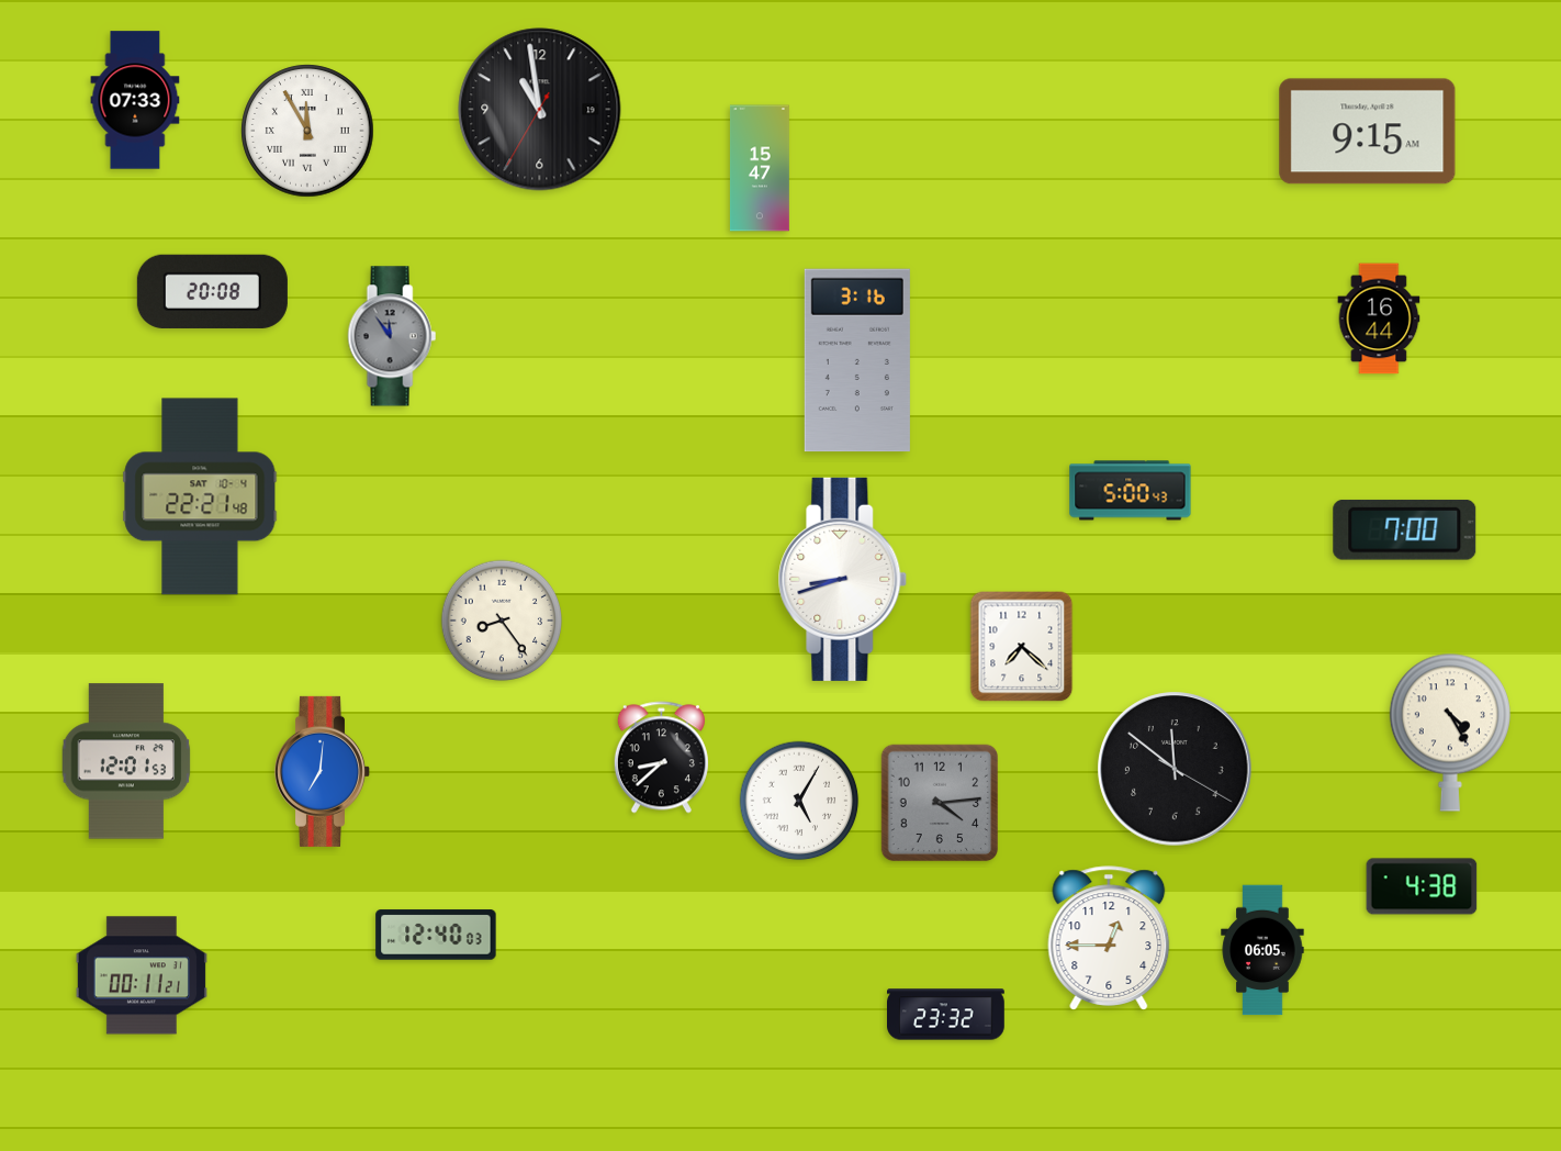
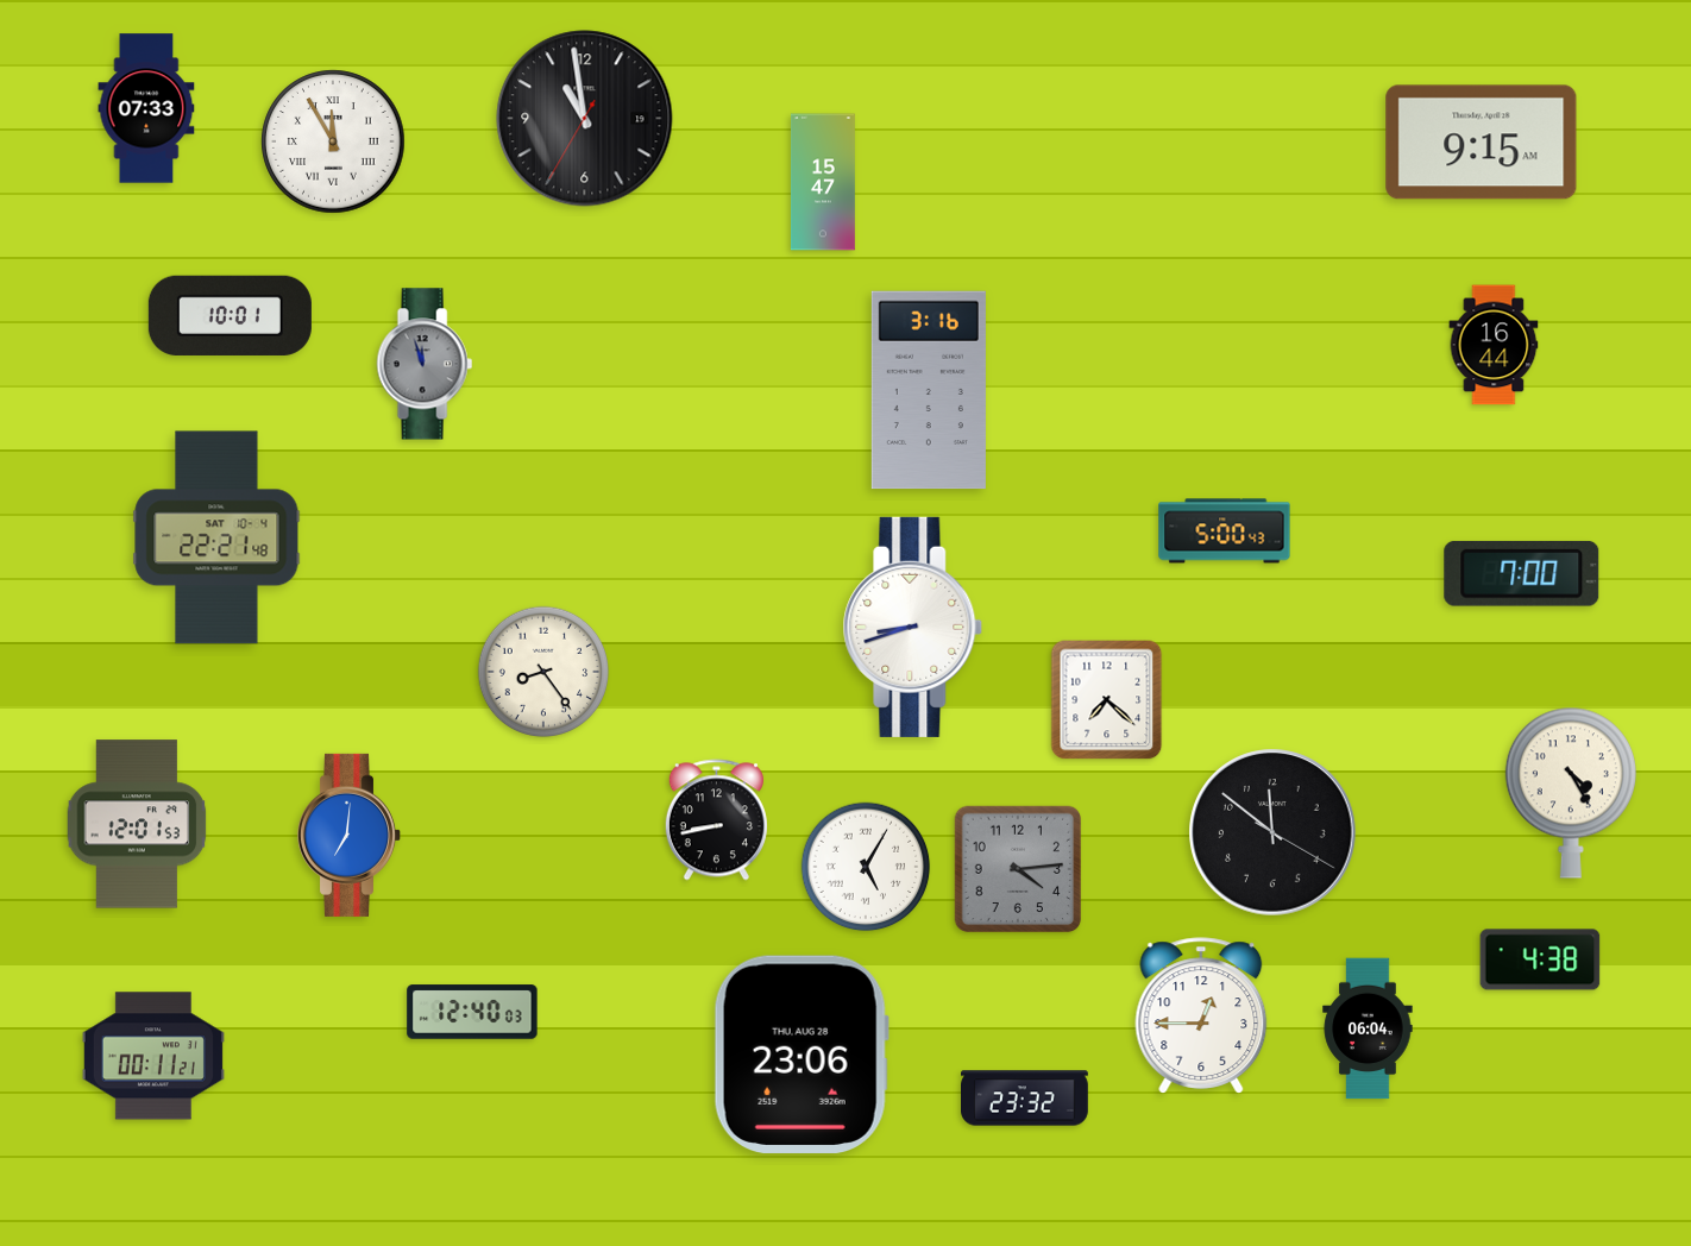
clock at (212, 291): 20:08 -> 10:01
clock at (392, 336): 11:54 -> 11:57
clock at (661, 758): 8:38 -> 8:43
clock at (1262, 950): 06:05 -> 06:04
clock at (802, 1055): none -> 23:06
